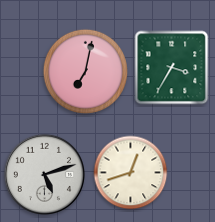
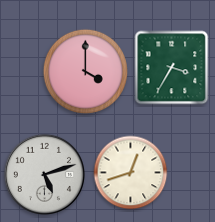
clock at (85, 71): 7:02 -> 4:00
